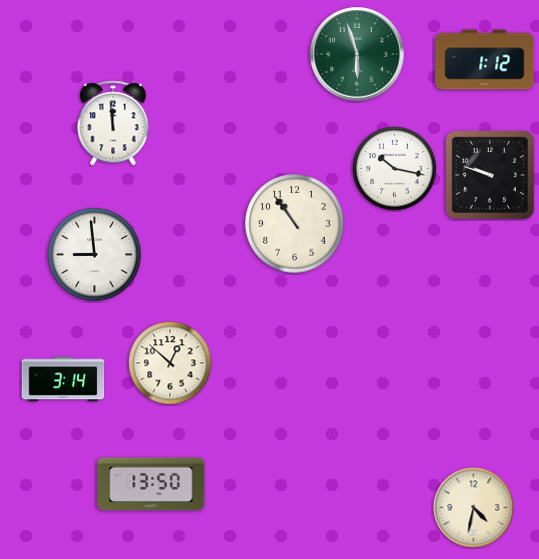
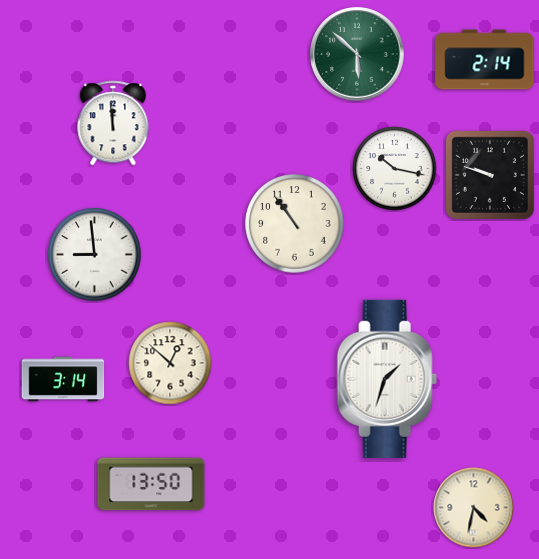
clock at (357, 54): 5:57 -> 5:52
clock at (485, 60): 1:12 -> 2:14
clock at (387, 379): none -> 1:33
